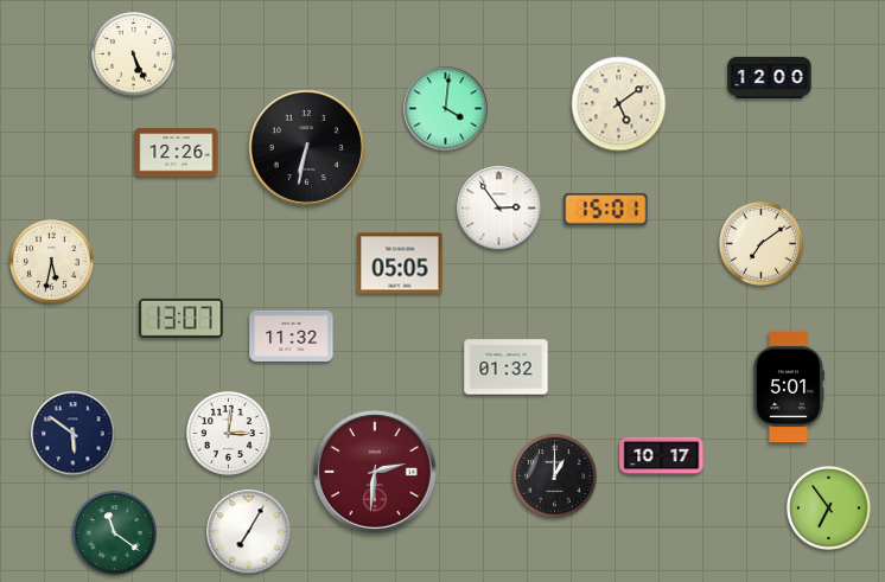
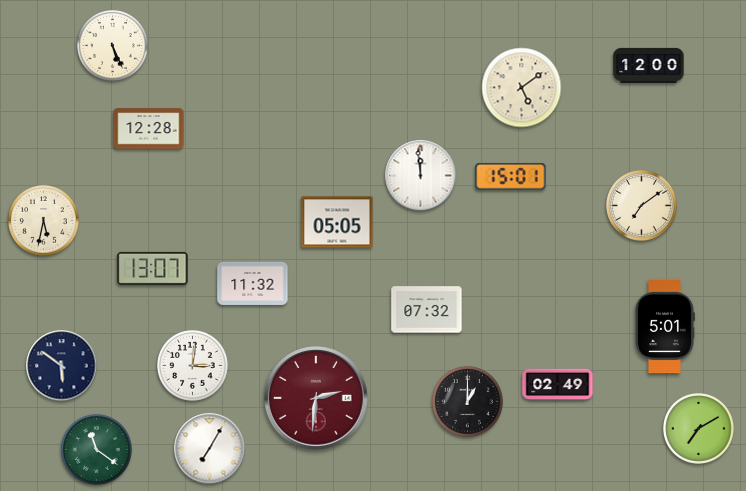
clock at (446, 109): 4:01 -> none
clock at (306, 147): 6:32 -> none
clock at (177, 153): 12:26 -> 12:28
clock at (499, 209): 2:54 -> 11:59
clock at (292, 335) position: (292, 335) -> (253, 283)
clock at (507, 367): 01:32 -> 07:32
clock at (662, 456): 10:17 -> 02:49
clock at (829, 509): 6:54 -> 7:10
